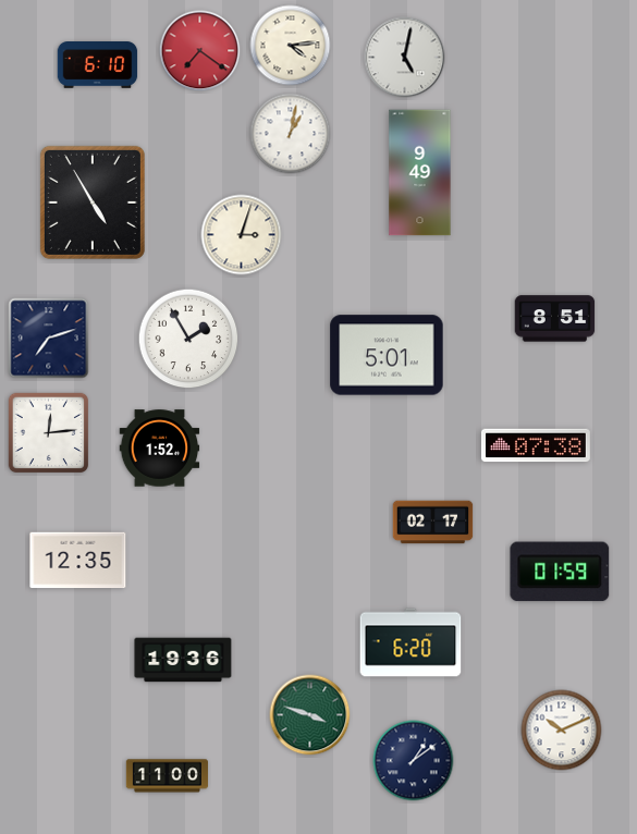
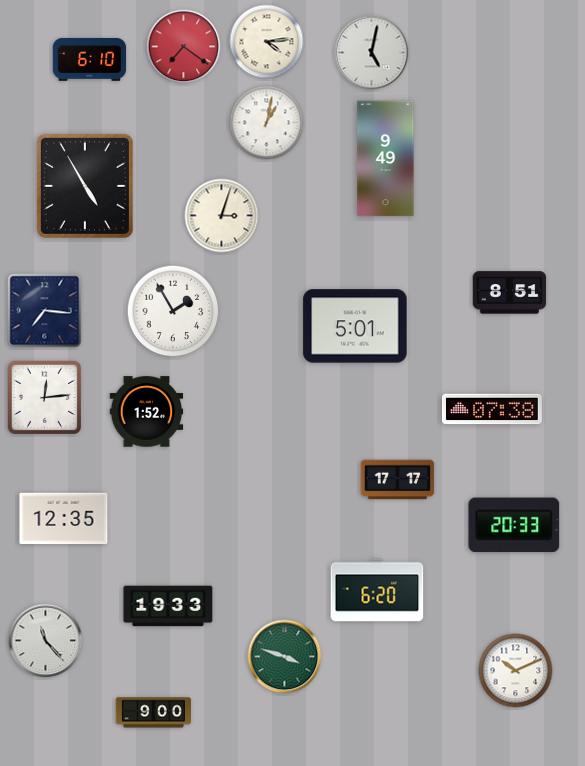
clock at (49, 339): 7:12 -> 7:16
clock at (433, 523): 02:17 -> 17:17
clock at (78, 561) position: (78, 561) -> (64, 519)
clock at (560, 572): 01:59 -> 20:33
clock at (183, 660): 19:36 -> 19:33
clock at (46, 641): none -> 11:23
clock at (414, 761): 1:09 -> none
clock at (167, 776): 11:00 -> 9:00
